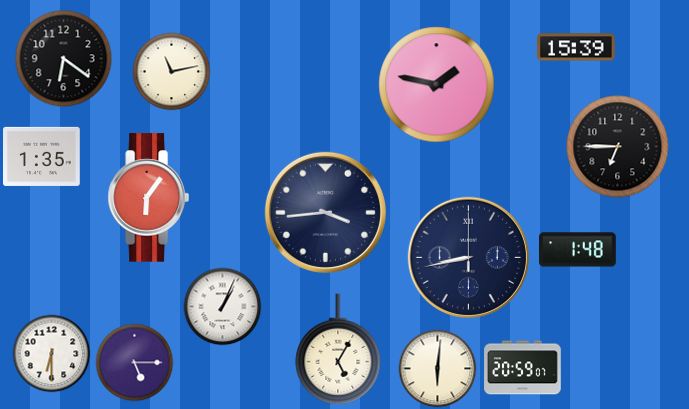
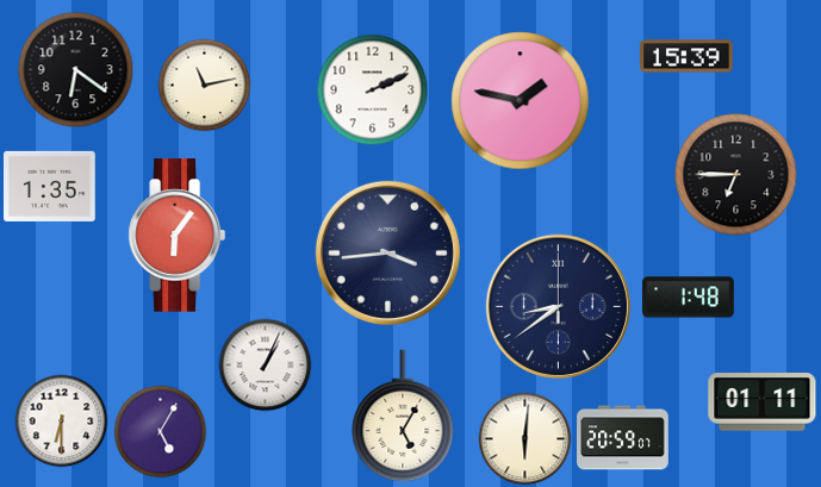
clock at (372, 89): none -> 2:11
clock at (468, 257): 8:43 -> 8:39
clock at (763, 402): none -> 01:11
clock at (134, 362): 5:15 -> 5:05
clock at (437, 368) position: (437, 368) -> (524, 438)
